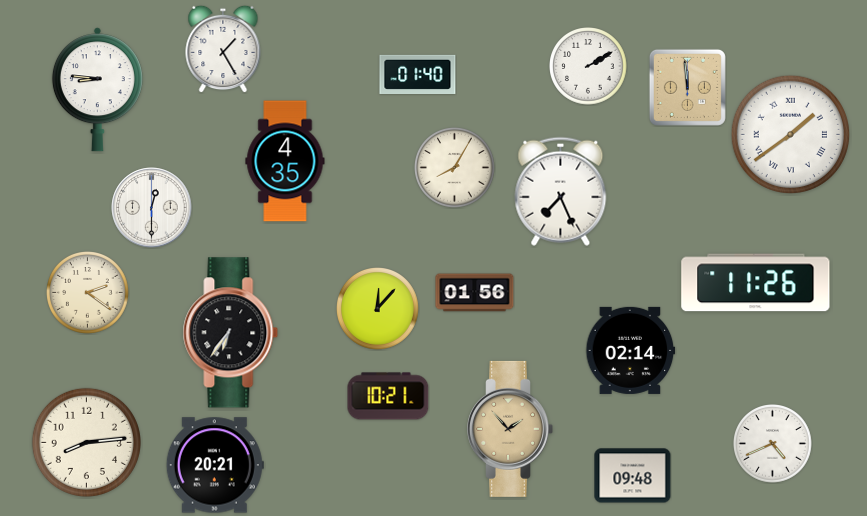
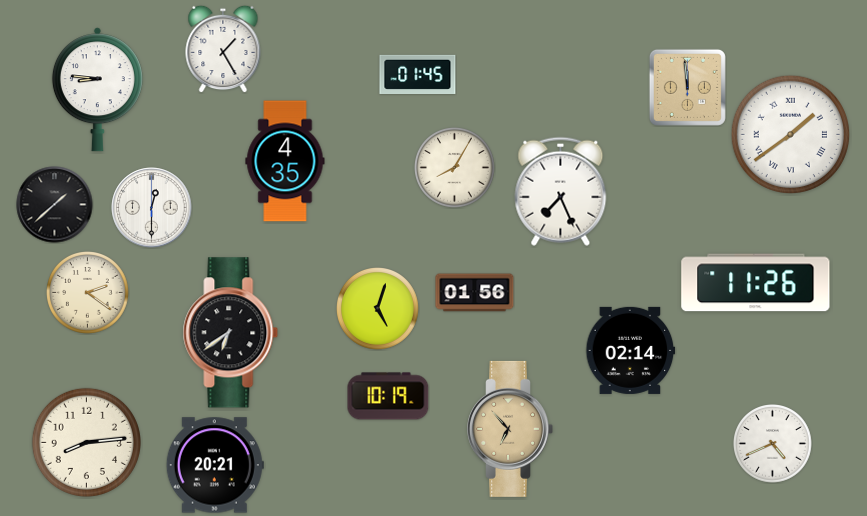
clock at (588, 66): 2:10 -> none
clock at (418, 74): 01:40 -> 01:45
clock at (55, 205): none -> 1:38
clock at (378, 309): 12:07 -> 5:03
clock at (231, 333): 6:36 -> 6:39
clock at (388, 396): 10:21 -> 10:19
clock at (510, 429): 1:53 -> 6:53
clock at (633, 476): 09:48 -> none
